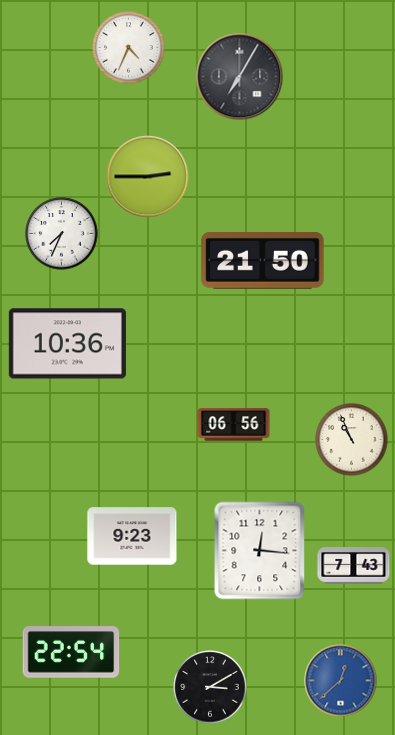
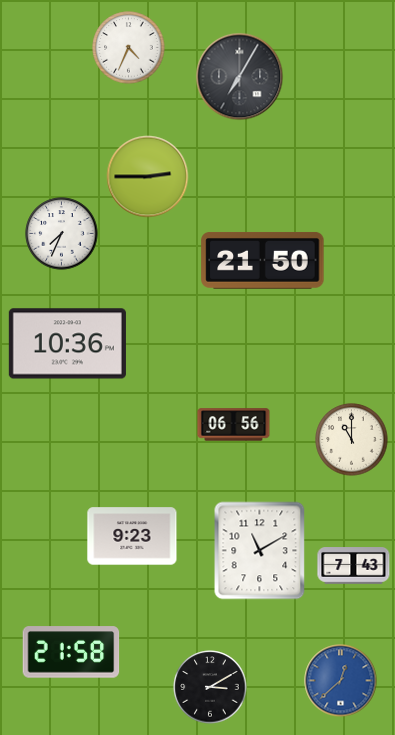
clock at (352, 440): 10:56 -> 11:00
clock at (260, 551): 12:16 -> 11:10
clock at (71, 652): 22:54 -> 21:58
